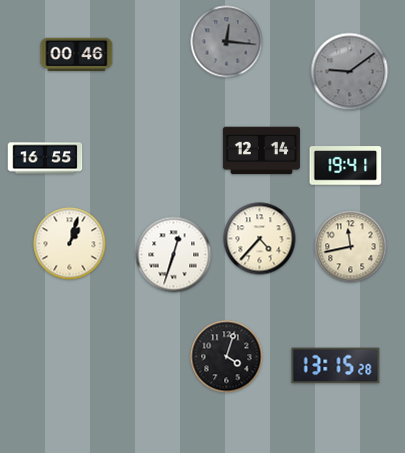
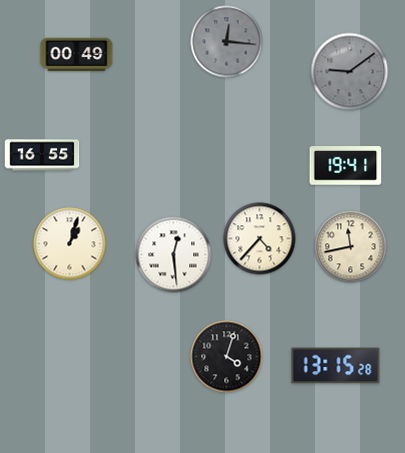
clock at (77, 55): 00:46 -> 00:49
clock at (261, 151): 12:14 -> none
clock at (45, 158) position: (45, 158) -> (42, 155)
clock at (174, 255): 12:33 -> 12:29
